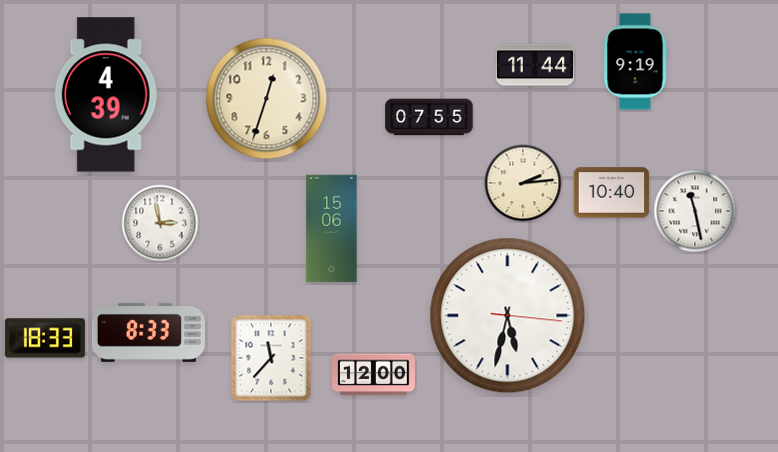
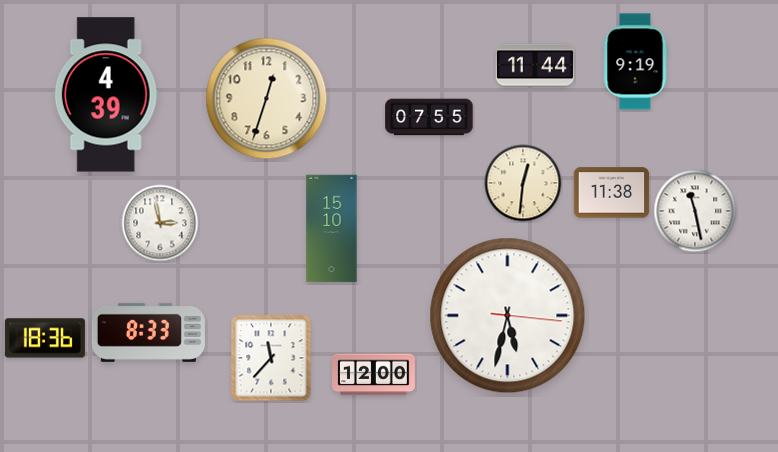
clock at (523, 183): 2:14 -> 12:31
clock at (612, 193): 10:40 -> 11:38
clock at (332, 229): 15:06 -> 15:10
clock at (45, 338): 18:33 -> 18:36
